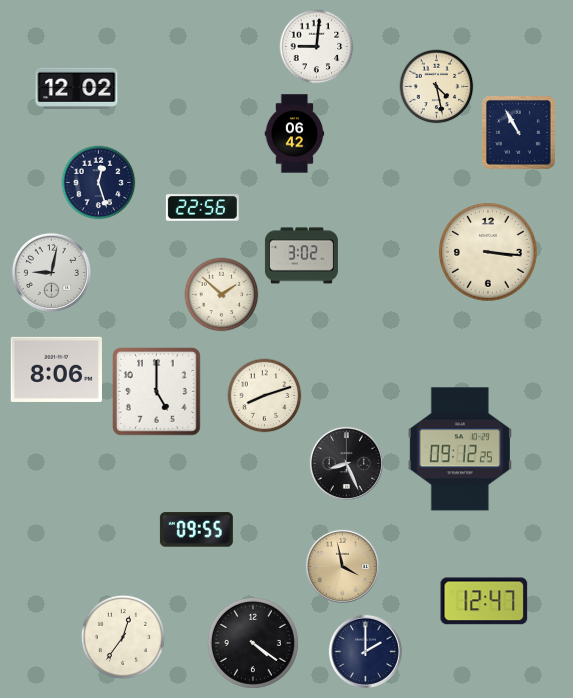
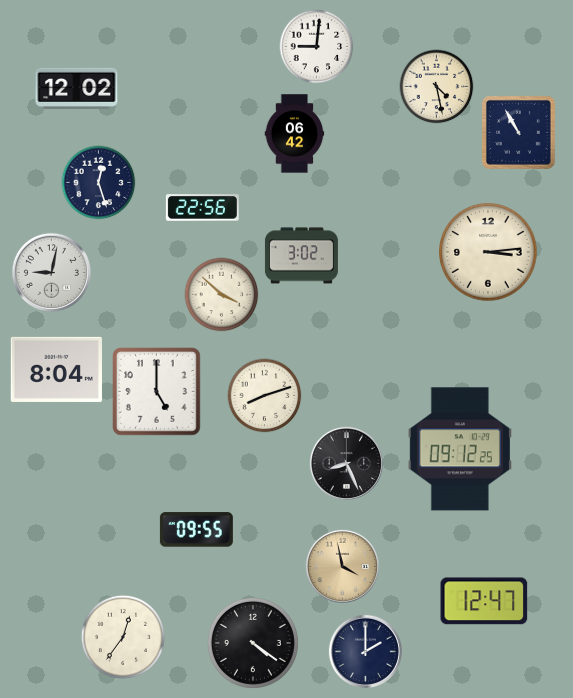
clock at (488, 252): 3:16 -> 3:14
clock at (222, 295): 1:52 -> 3:52
clock at (56, 369): 8:06 -> 8:04
